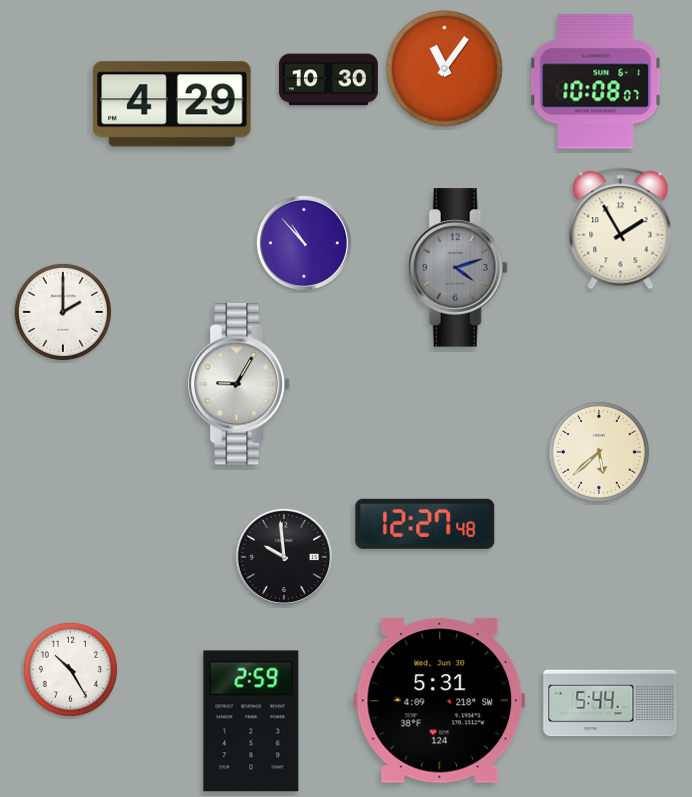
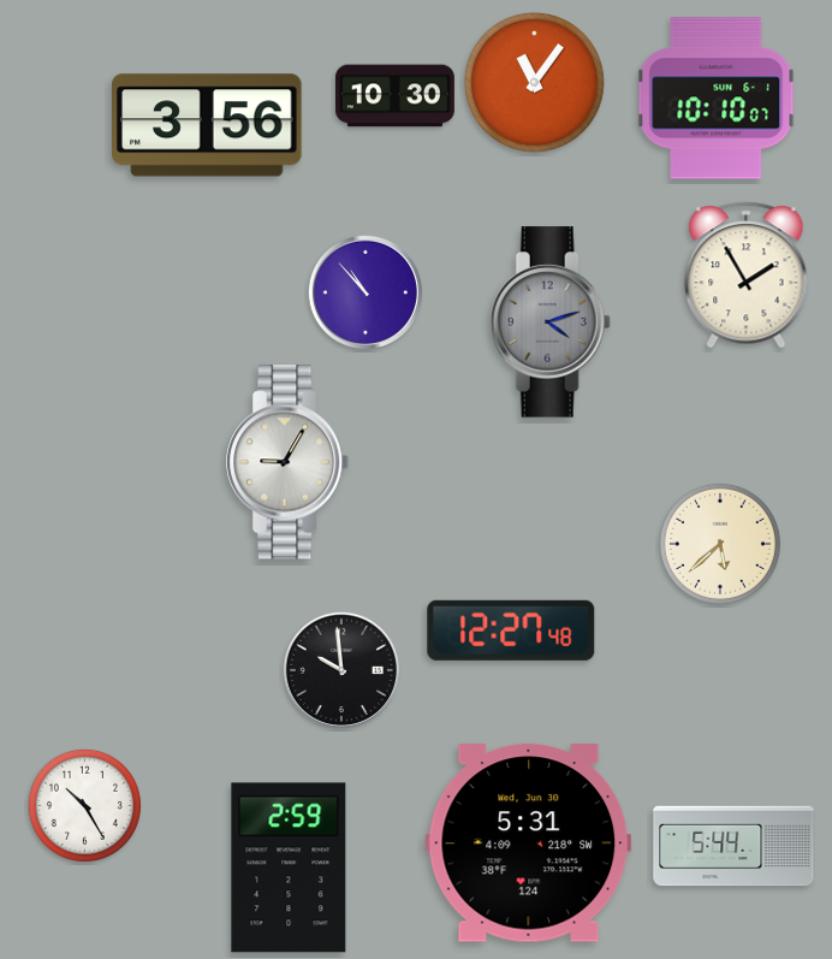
clock at (596, 82): 10:08 -> 10:10
clock at (173, 104): 4:29 -> 3:56
clock at (63, 312): 2:00 -> none
clock at (251, 721) position: (251, 721) -> (289, 868)
